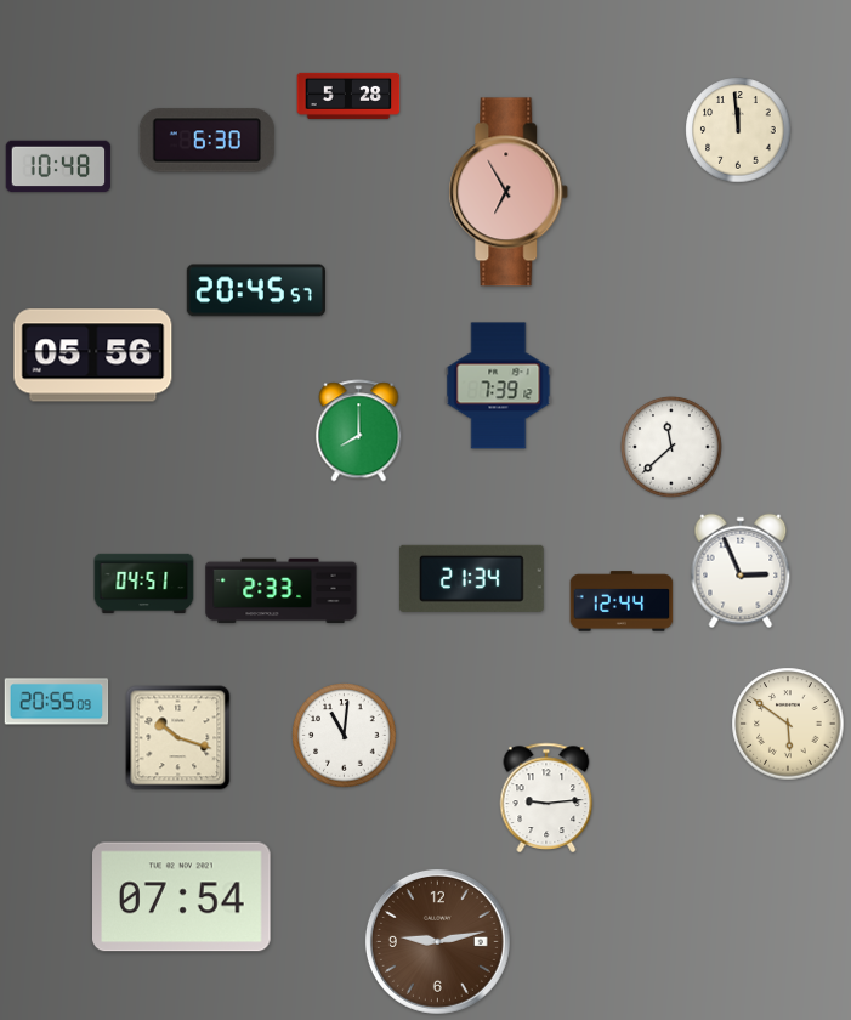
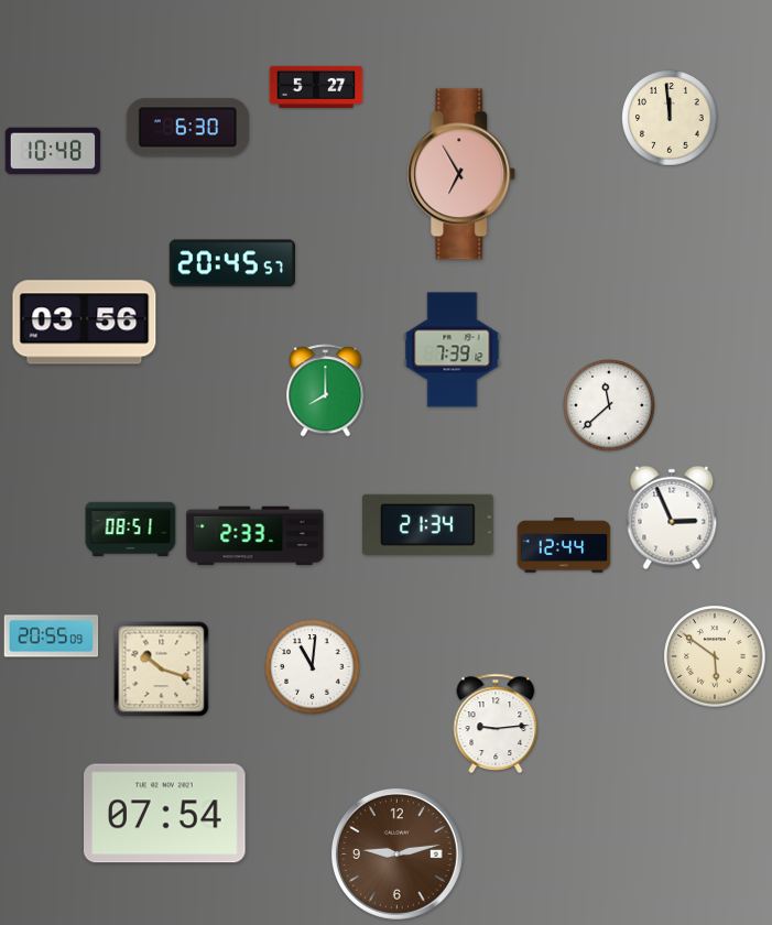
clock at (348, 96): 5:28 -> 5:27
clock at (93, 356): 05:56 -> 03:56
clock at (144, 583): 04:51 -> 08:51
